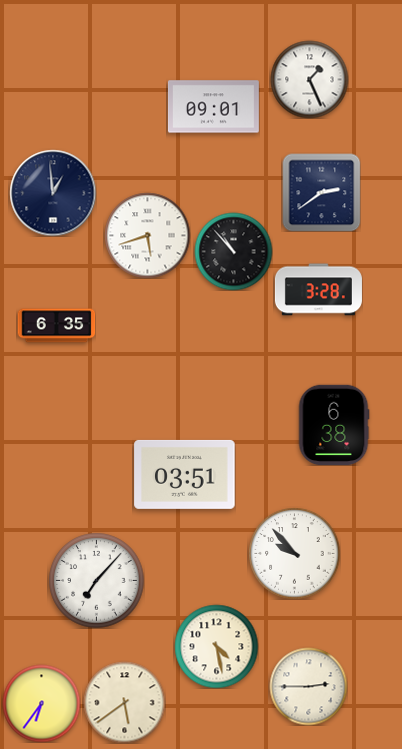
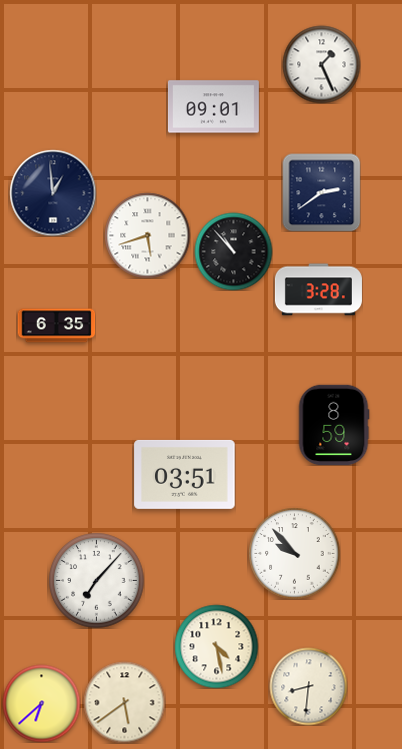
clock at (309, 79) position: (309, 79) -> (321, 64)
clock at (334, 425): 6:38 -> 8:59
clock at (308, 686): 2:45 -> 8:31
clock at (41, 703): 6:36 -> 6:38
